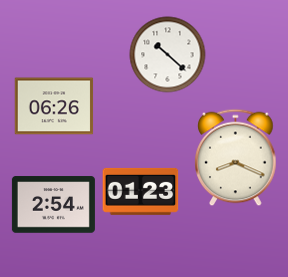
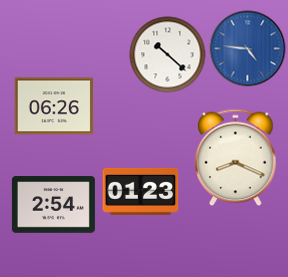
clock at (248, 49): none -> 4:46
